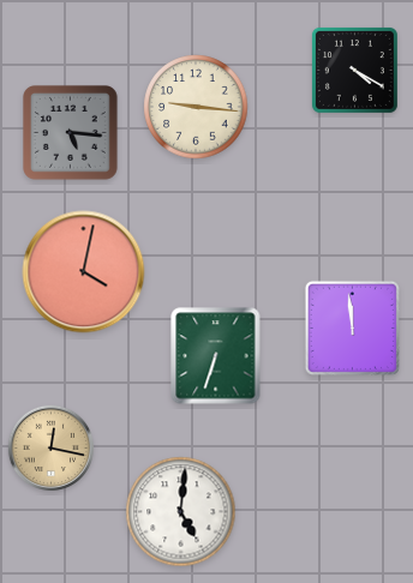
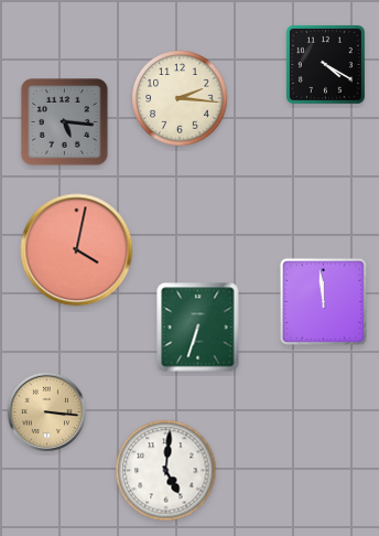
clock at (196, 107): 9:16 -> 2:16
clock at (50, 447): 12:17 -> 3:16
